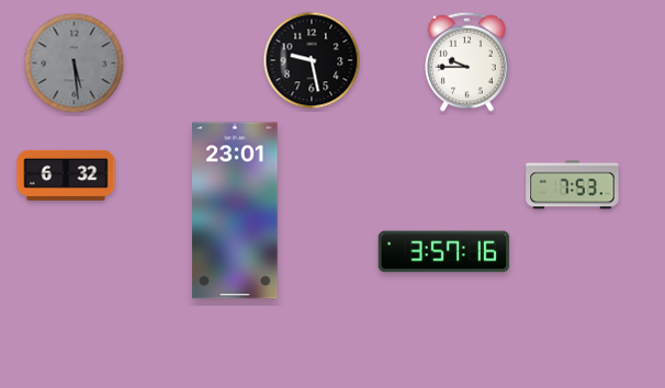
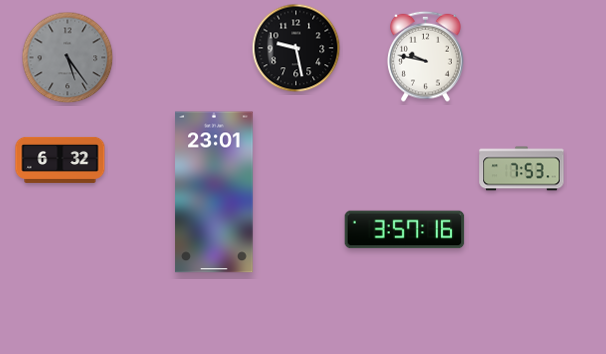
clock at (312, 60) position: (312, 60) -> (296, 48)
clock at (467, 61): 9:45 -> 9:47
clock at (75, 64): 5:29 -> 5:24
